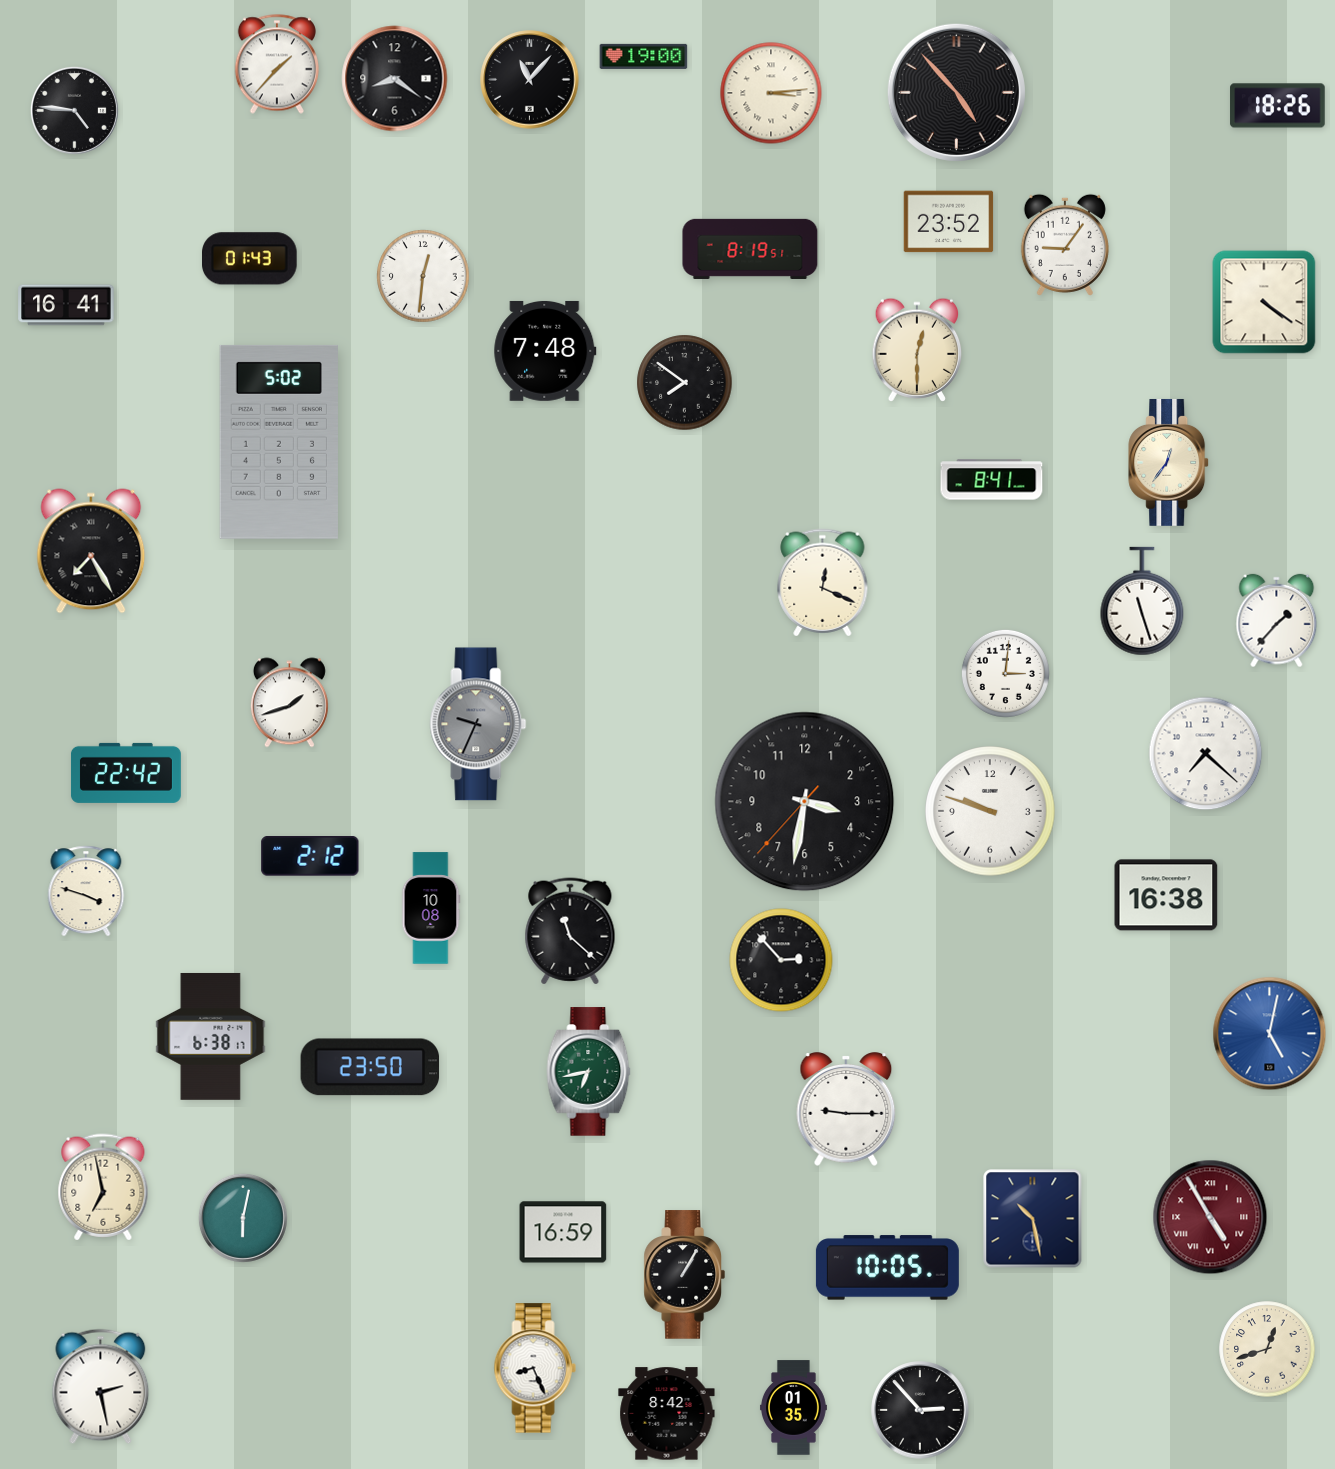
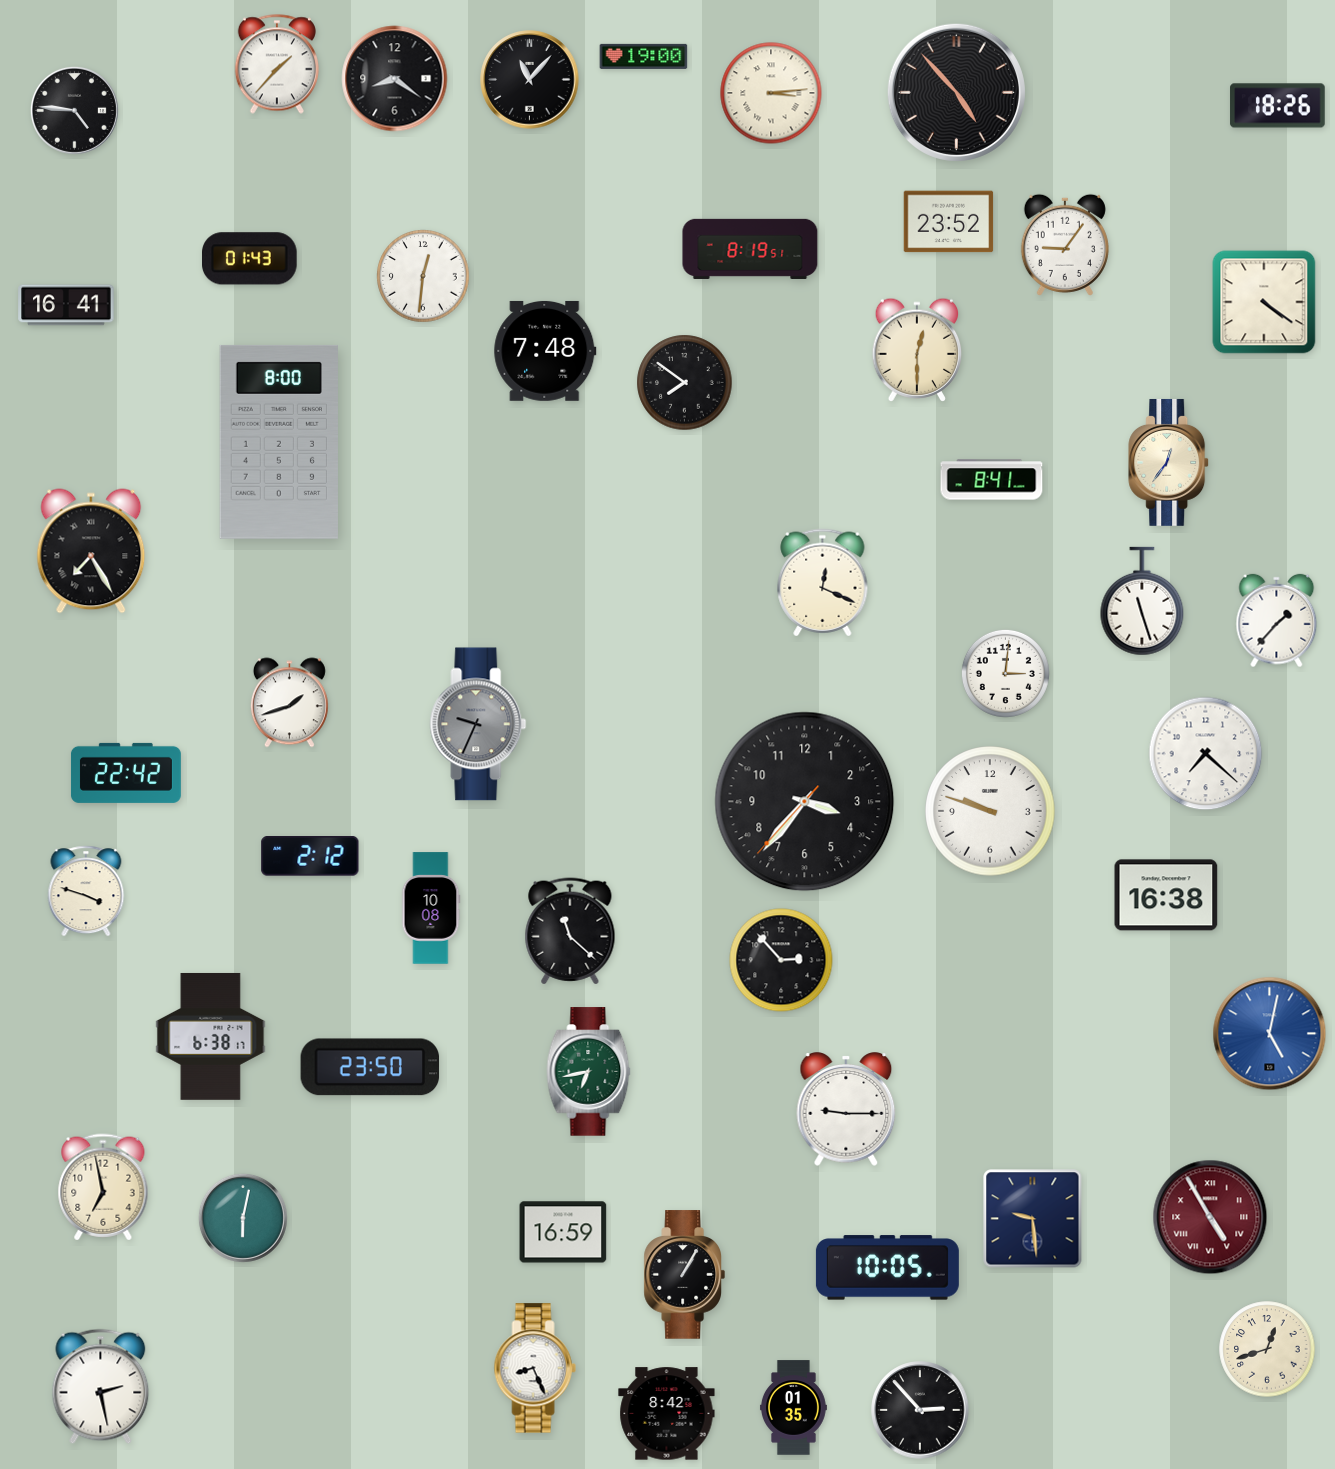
clock at (279, 442): 5:02 -> 8:00
clock at (805, 802): 3:31 -> 3:36
clock at (1033, 1219): 10:28 -> 9:29
